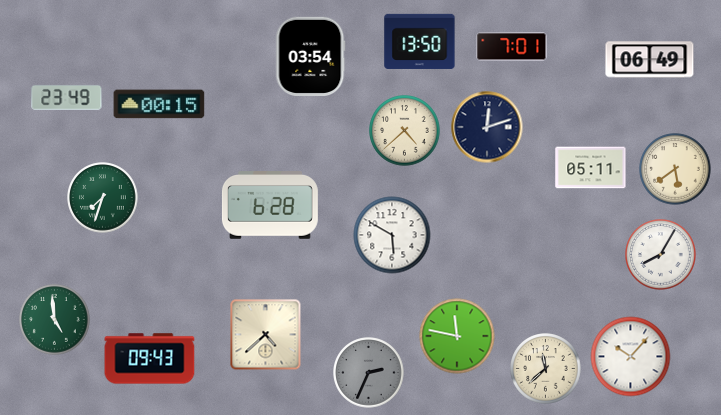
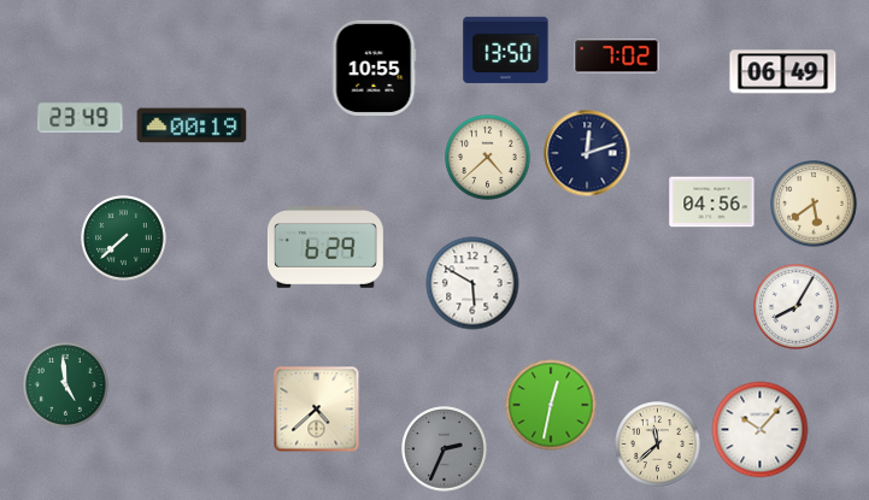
clock at (512, 47): 7:01 -> 7:02
clock at (311, 56): 03:54 -> 10:55
clock at (159, 104): 00:15 -> 00:19
clock at (591, 168): 05:11 -> 04:56
clock at (103, 198): 7:33 -> 7:38
clock at (270, 206): 6:28 -> 6:29
clock at (266, 335) position: (266, 335) -> (317, 410)
clock at (457, 336): 11:47 -> 12:32
clock at (150, 359): 09:43 -> none
